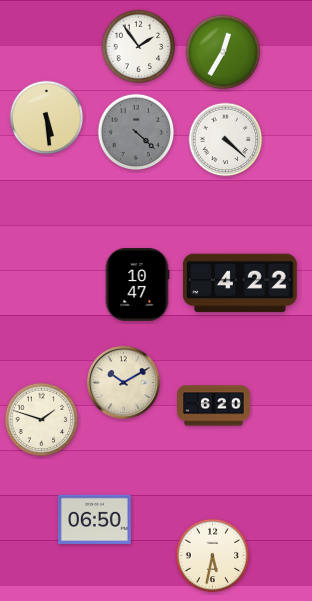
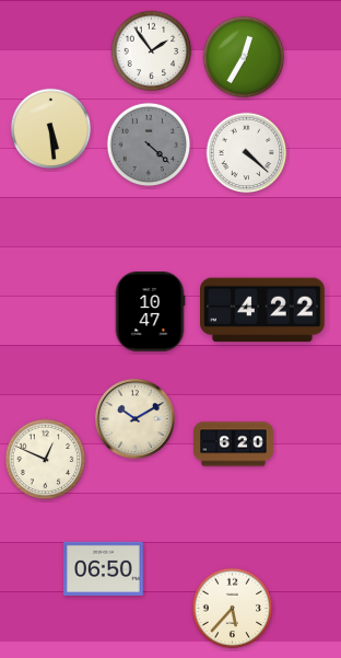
clock at (42, 420): 1:48 -> 12:49
clock at (213, 556): 5:32 -> 5:37
